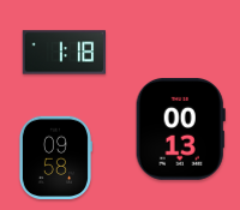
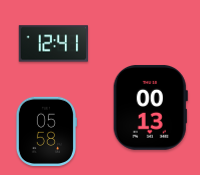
clock at (64, 53): 1:18 -> 12:41
clock at (54, 158): 09:58 -> 05:58
